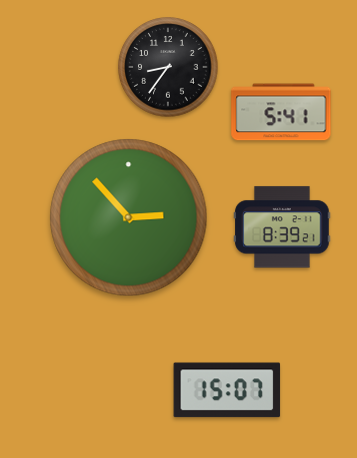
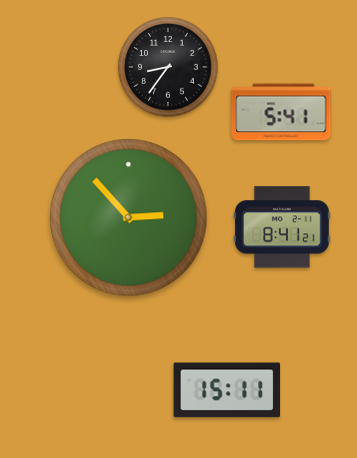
clock at (282, 227): 8:39 -> 8:41
clock at (227, 390): 15:07 -> 15:11
